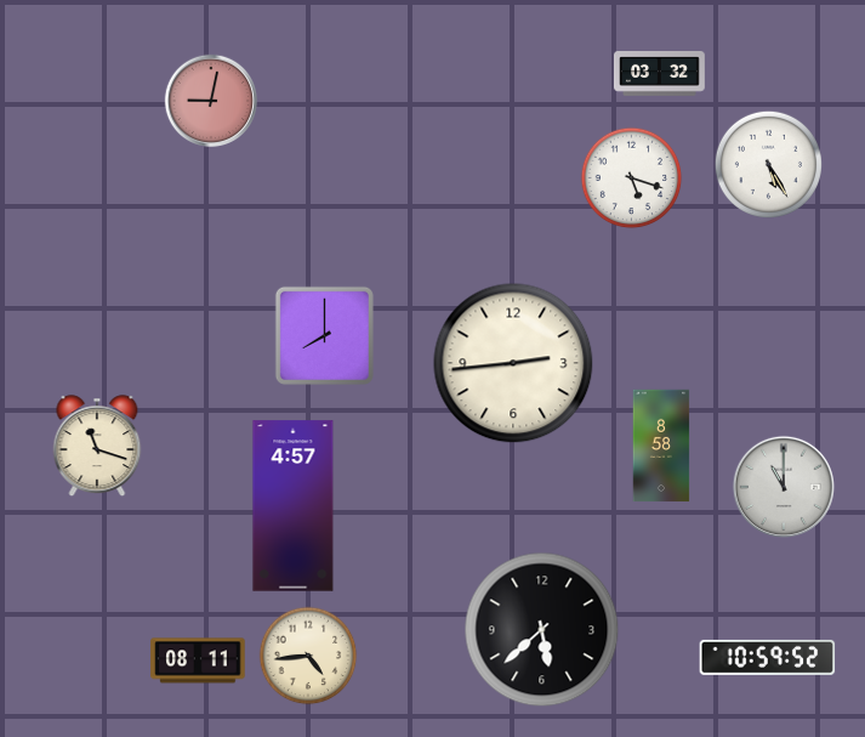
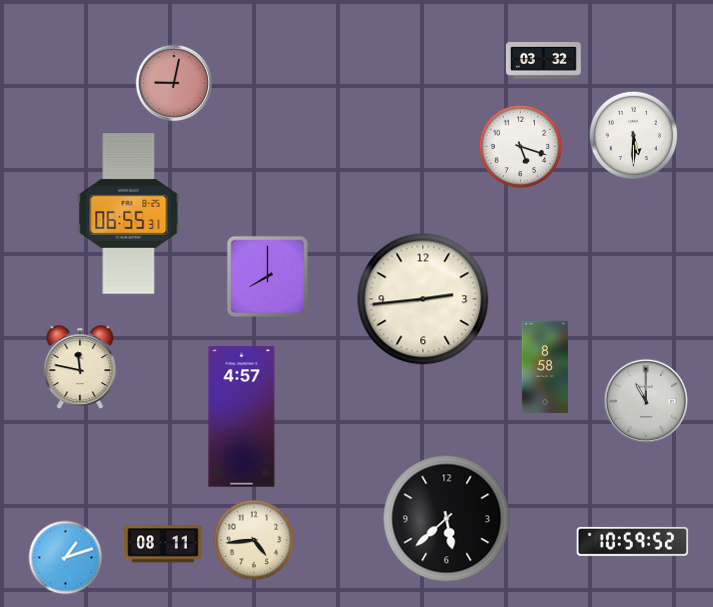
clock at (768, 164): 5:25 -> 5:30
clock at (129, 214): none -> 06:55
clock at (97, 446): 11:18 -> 11:47
clock at (66, 558): none -> 1:12
